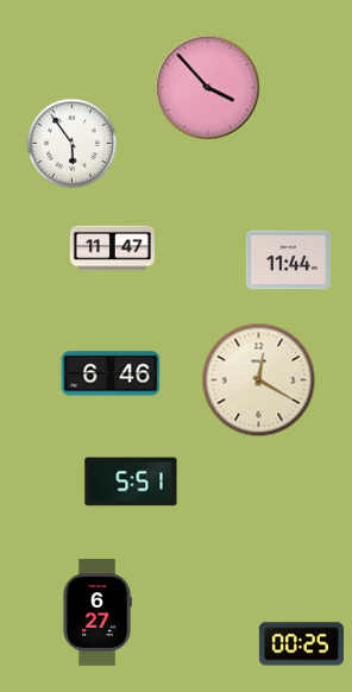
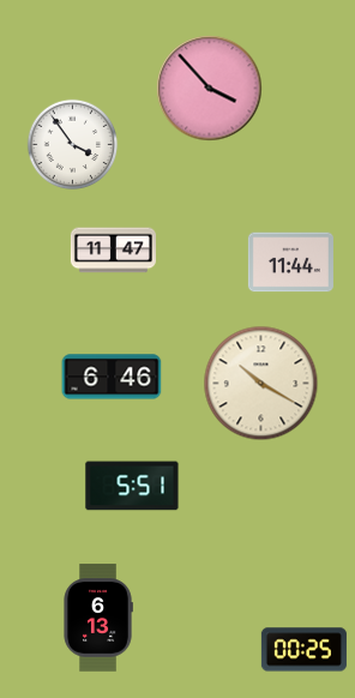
clock at (73, 144): 5:54 -> 3:54
clock at (259, 380): 12:20 -> 10:20
clock at (98, 612): 6:27 -> 6:13
